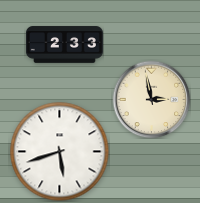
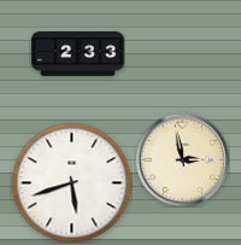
clock at (151, 99) position: (151, 99) -> (182, 159)
